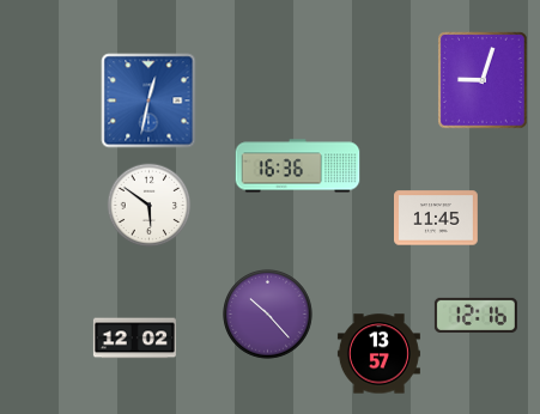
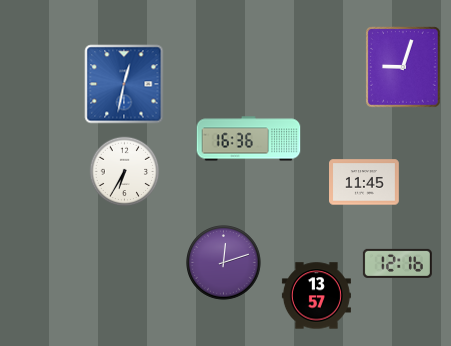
clock at (150, 206): 5:51 -> 6:35
clock at (268, 315): 10:23 -> 12:12
clock at (134, 339): 12:02 -> none
